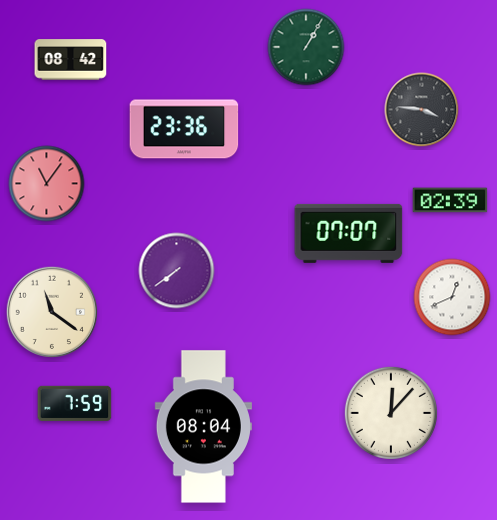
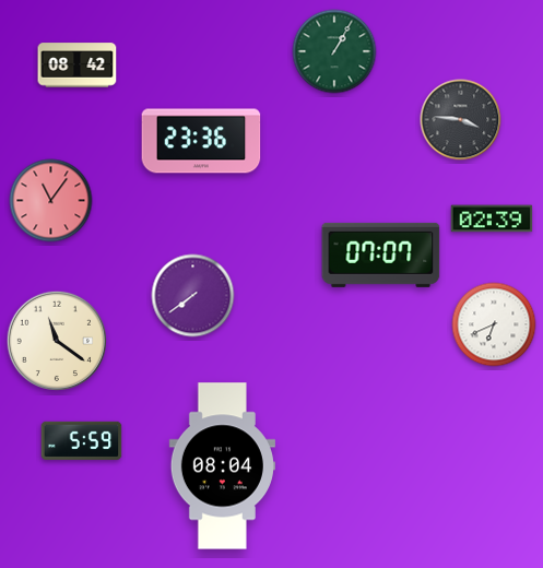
clock at (452, 297): 12:41 -> 6:41
clock at (75, 403): 7:59 -> 5:59
clock at (391, 413): 12:07 -> none
